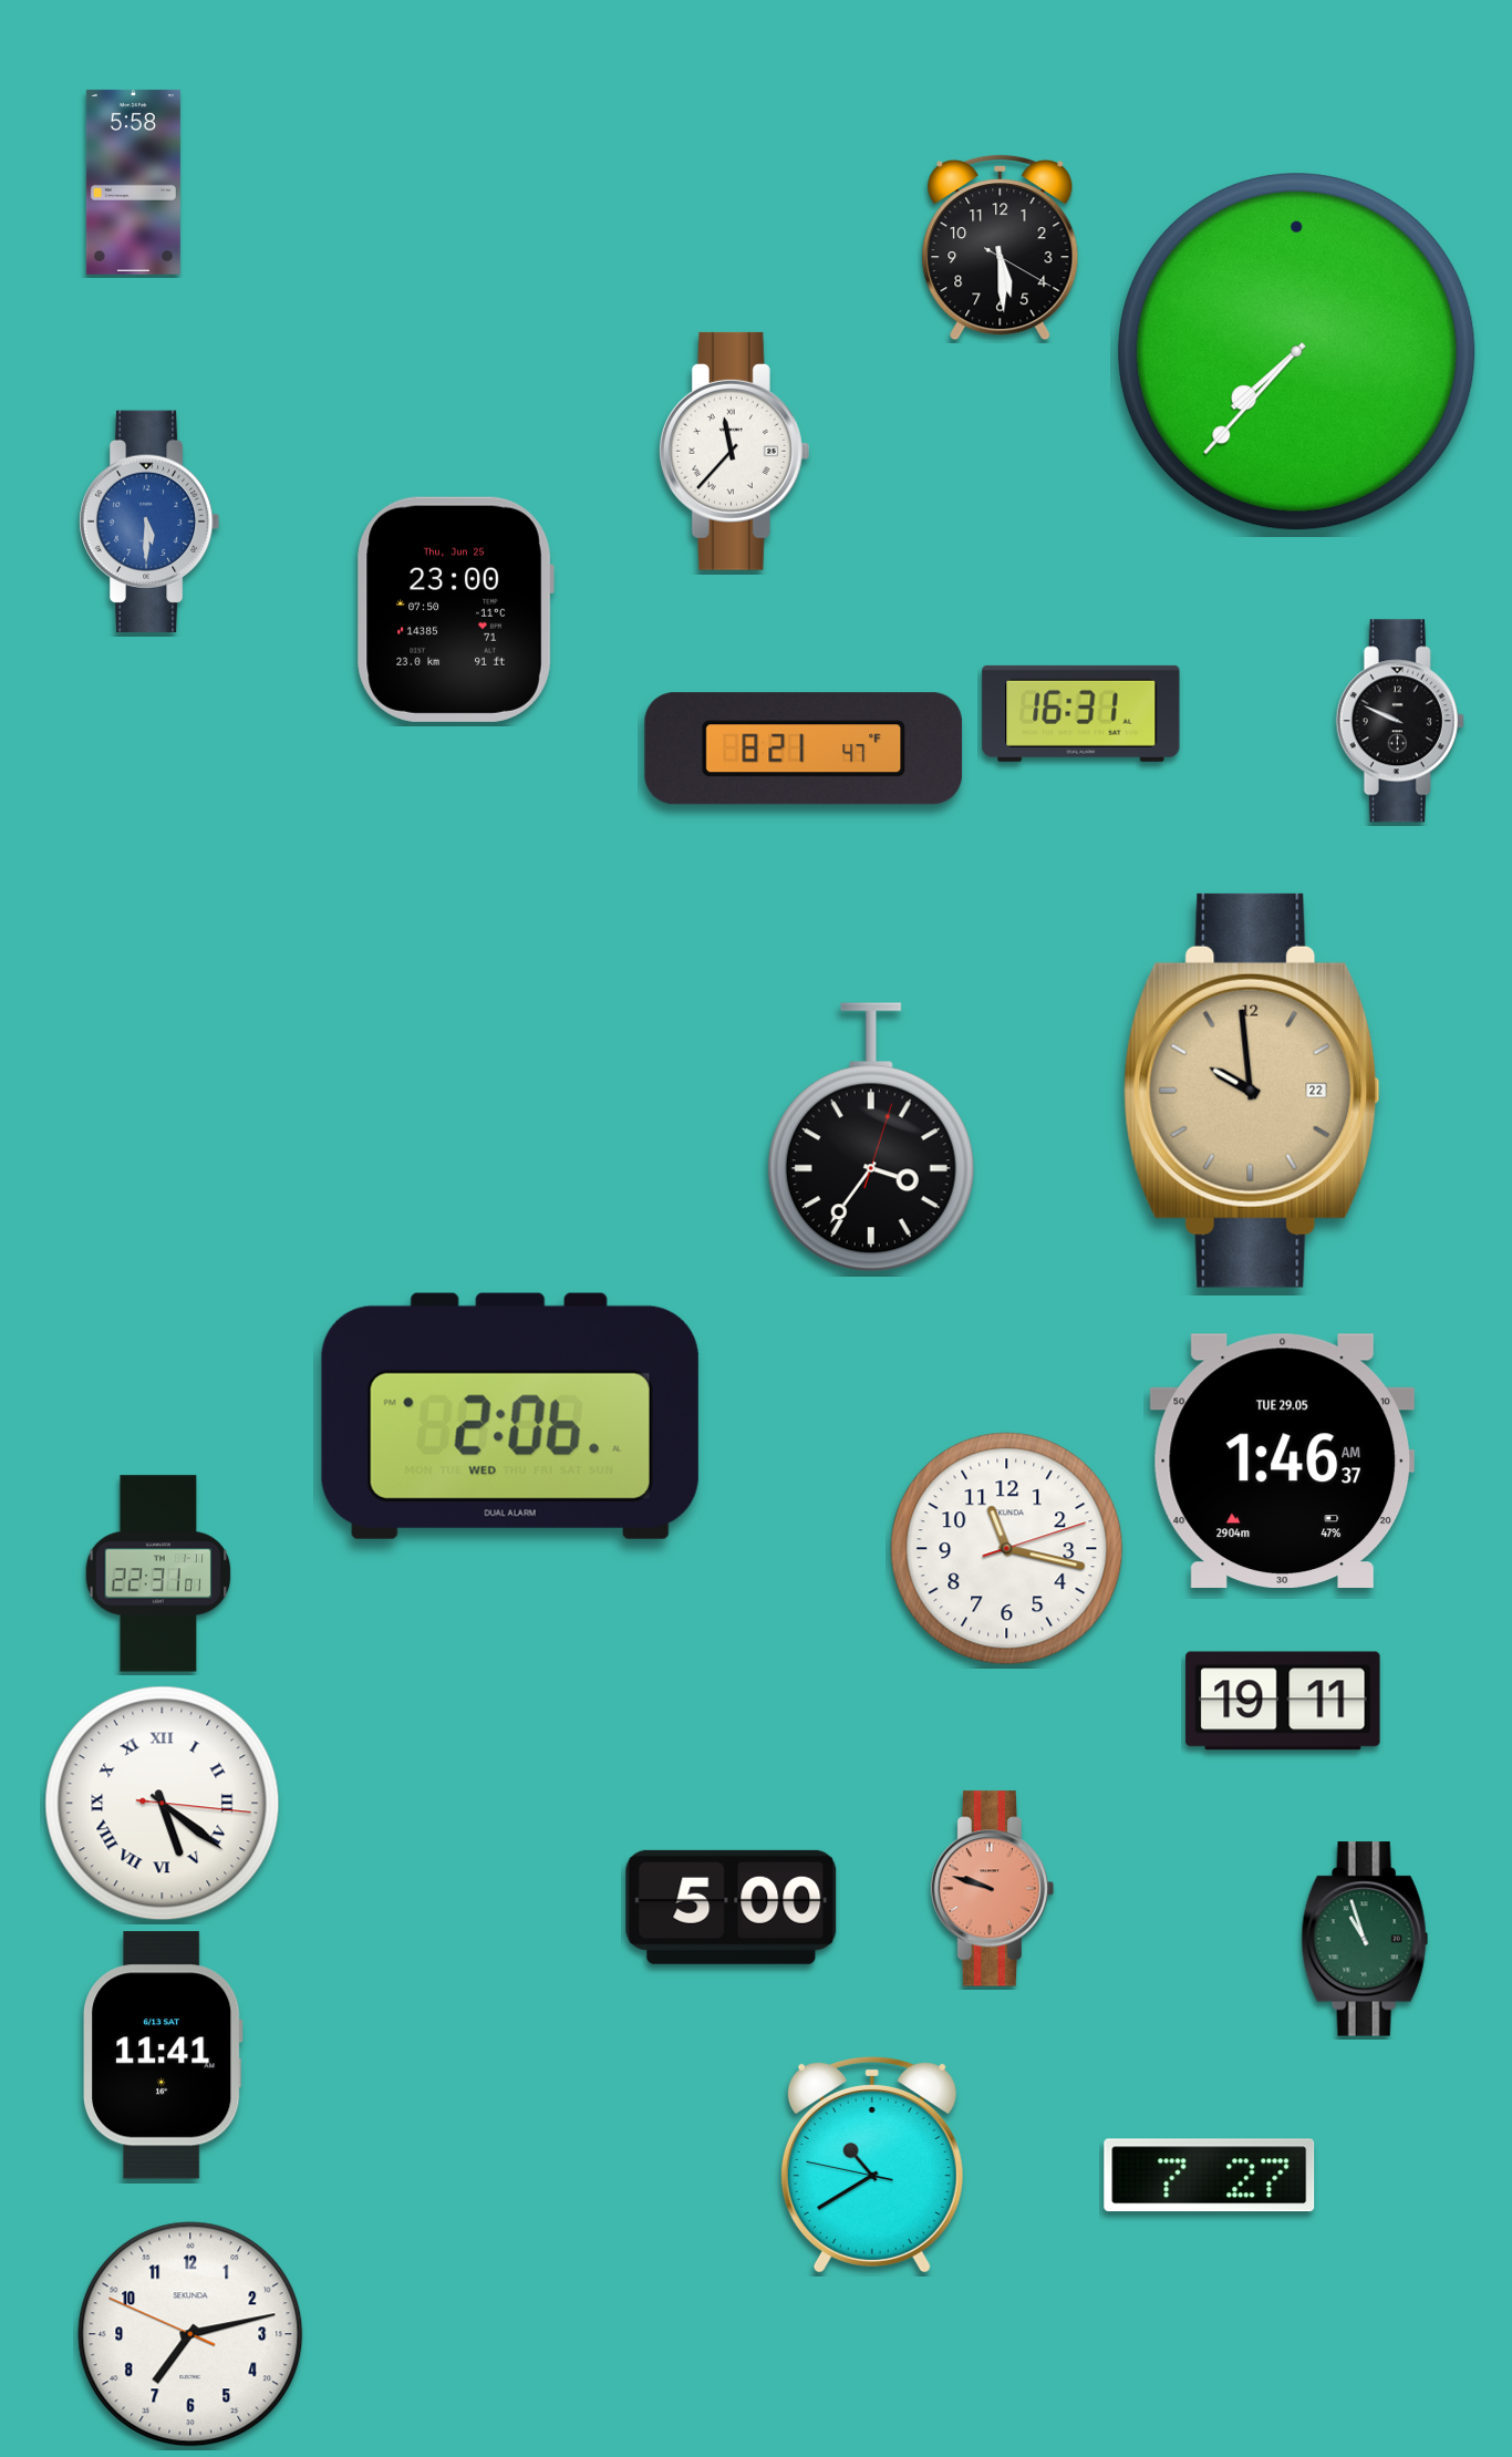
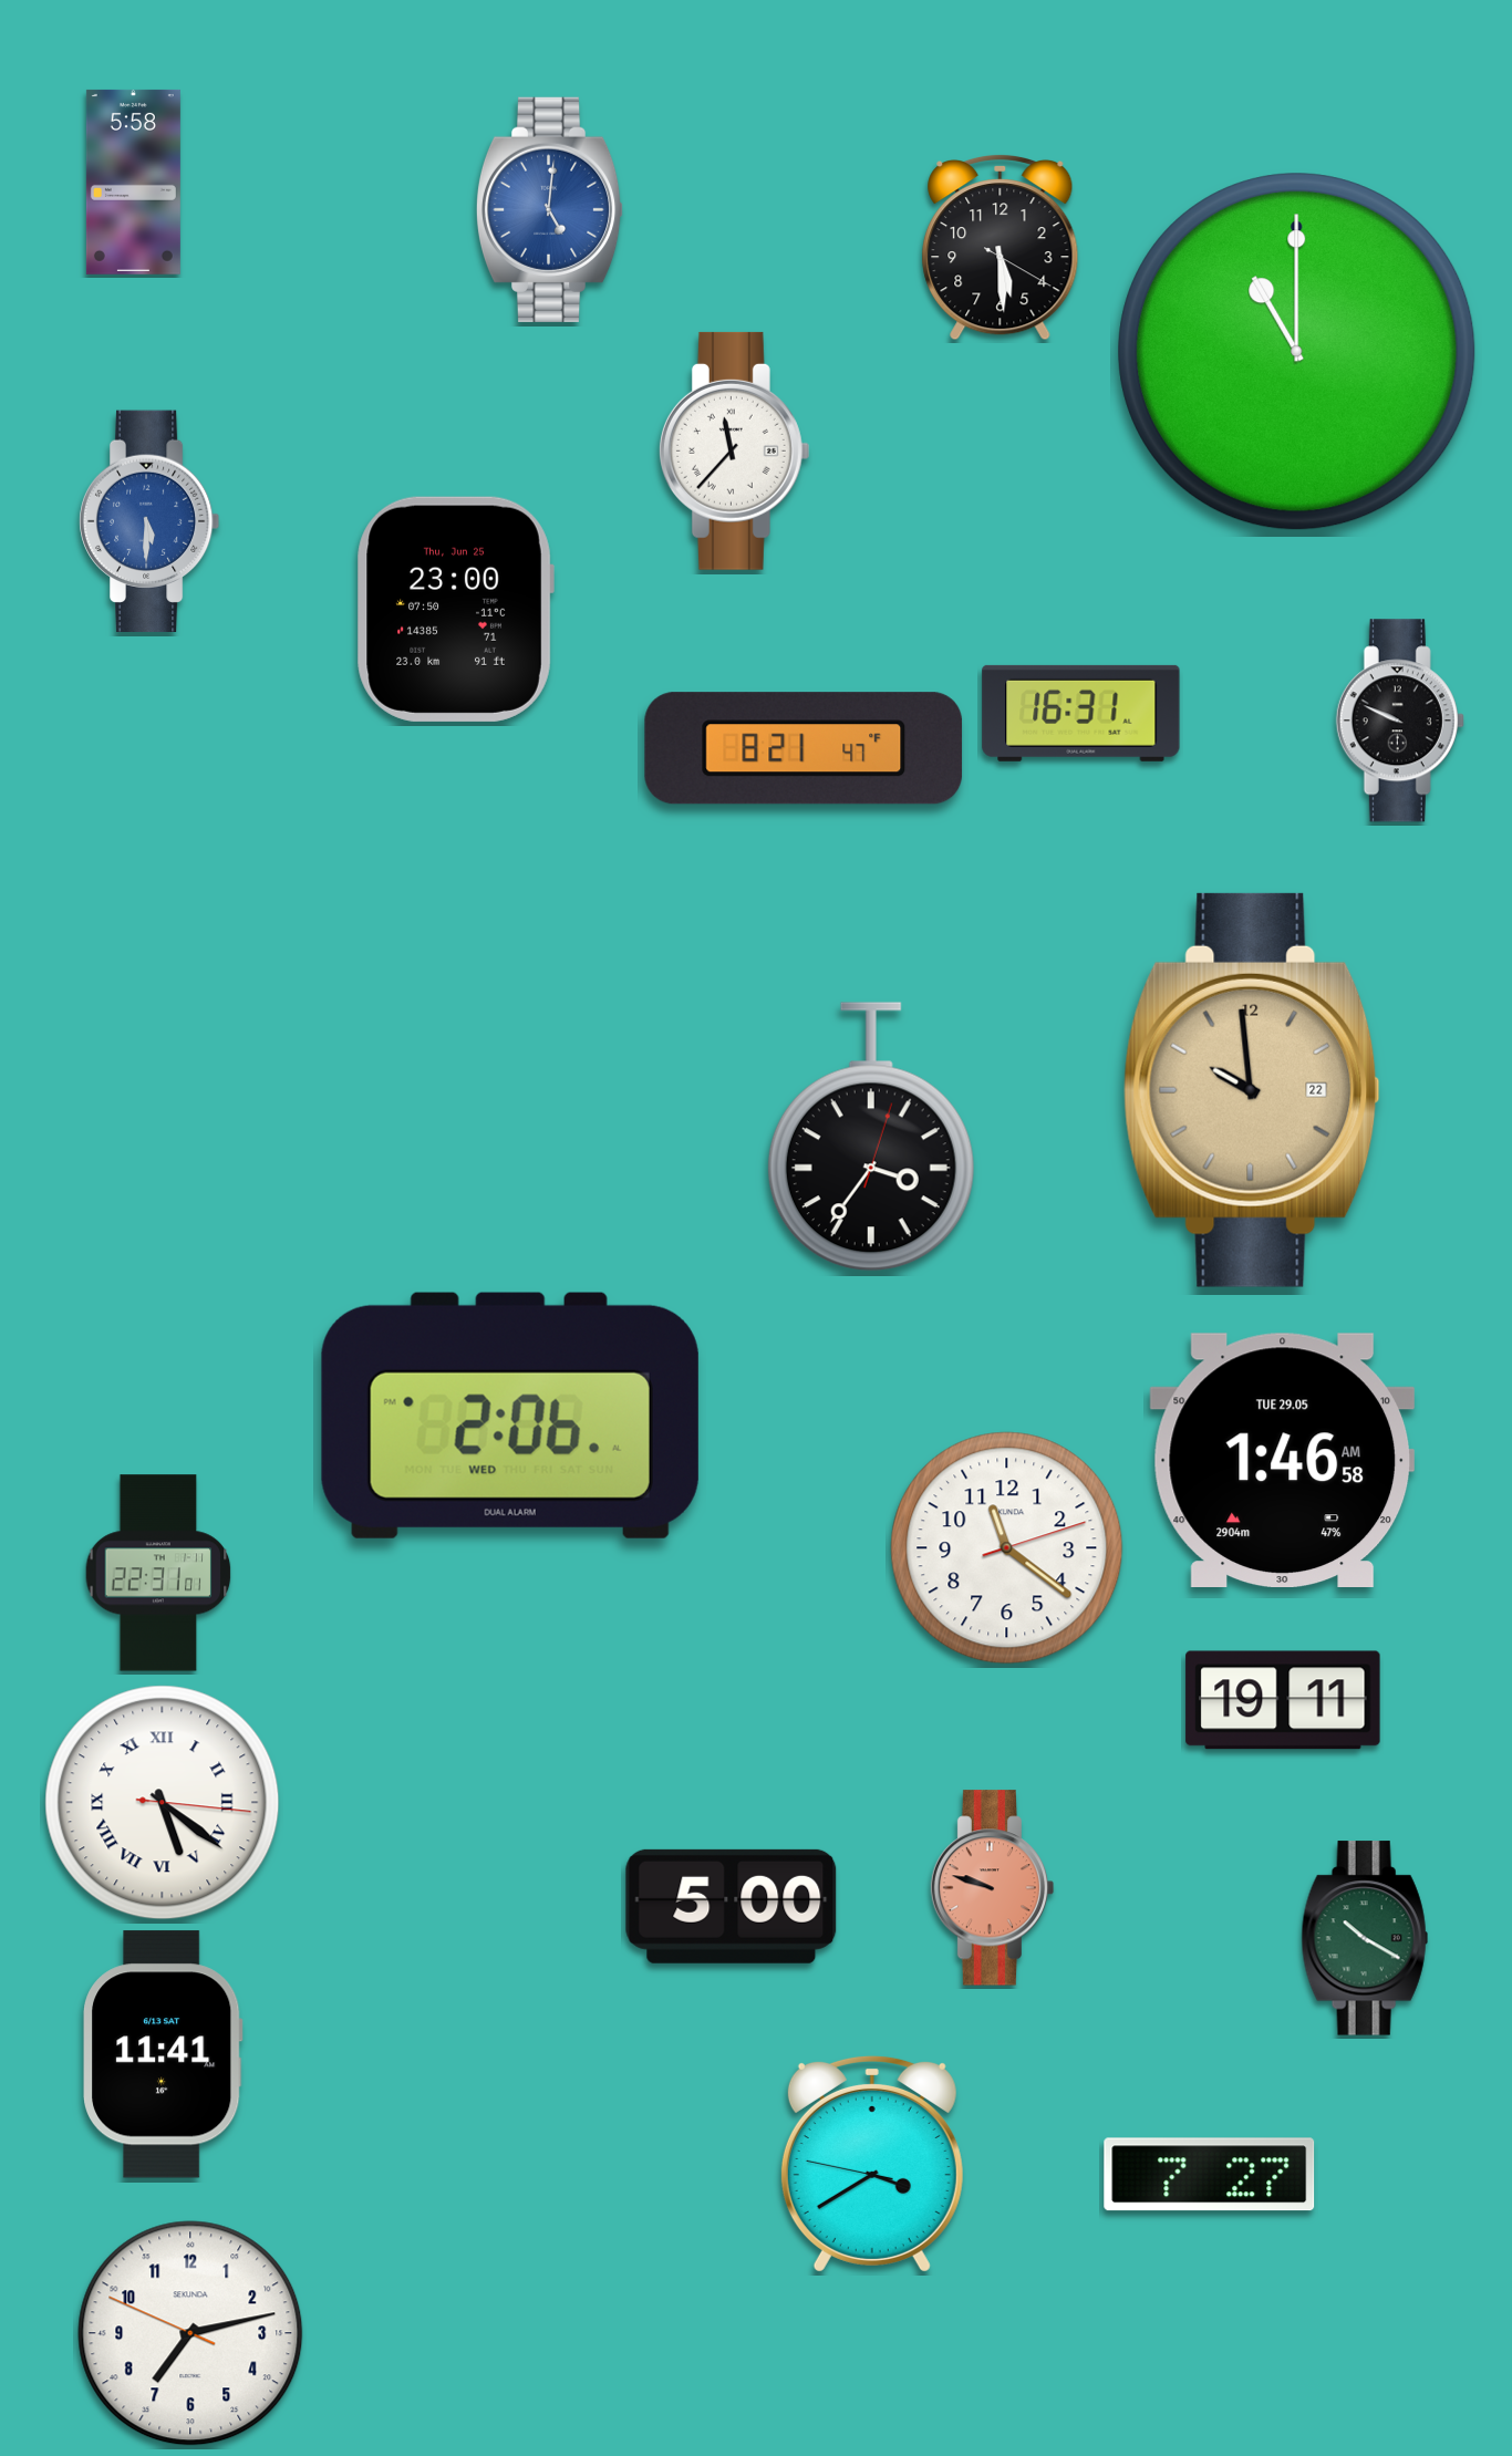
clock at (550, 209): none -> 5:01
clock at (1297, 352): 7:37 -> 11:00
clock at (1283, 1460): 1:46:37 AM -> 1:46:58 AM
clock at (1007, 1549): 11:17 -> 11:21
clock at (1365, 1939): 10:57 -> 10:20
clock at (872, 2165): 10:39 -> 3:39
